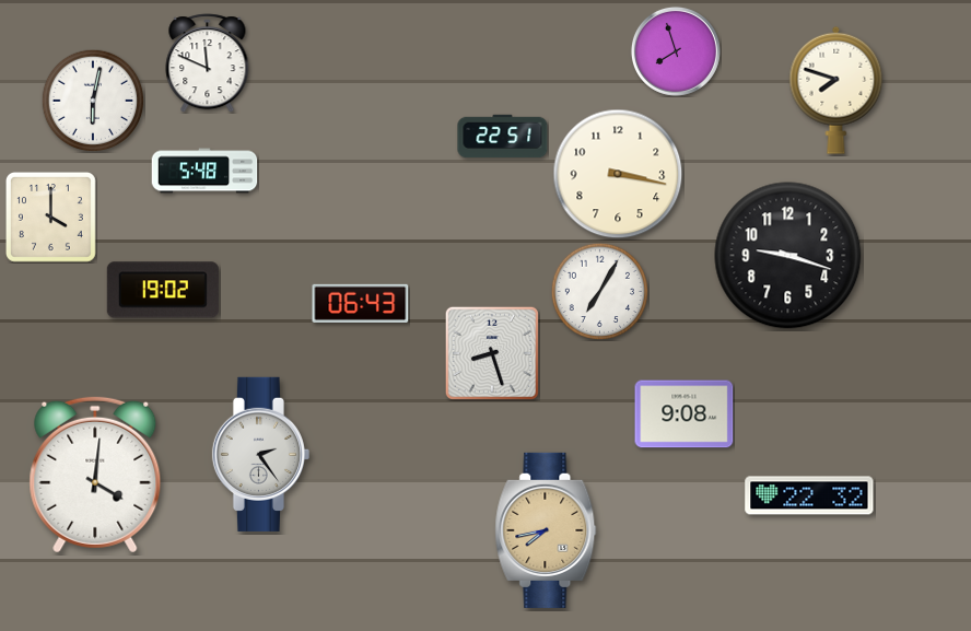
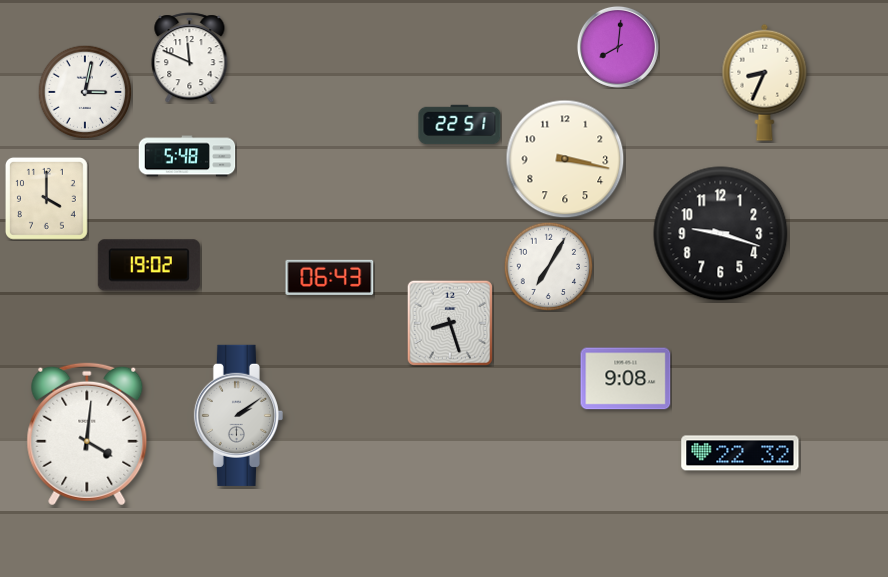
clock at (676, 51): 7:57 -> 8:01
clock at (837, 90): 7:48 -> 8:34
clock at (93, 101): 6:02 -> 3:02
clock at (260, 454): 2:24 -> 2:09
clock at (546, 530): 7:43 -> none
